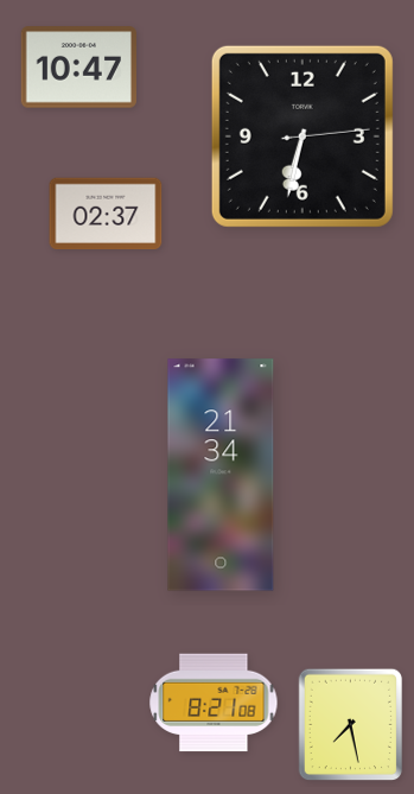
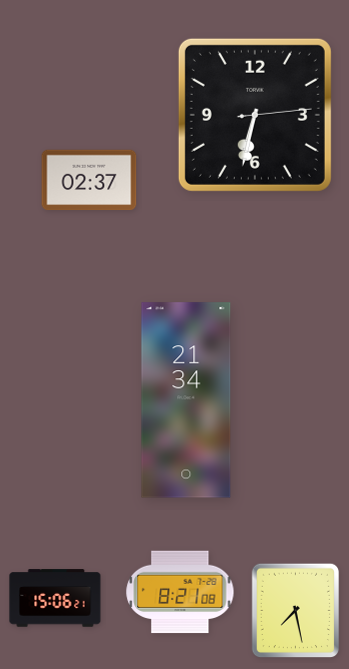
clock at (78, 68): 10:47 -> none
clock at (55, 598): none -> 15:06
